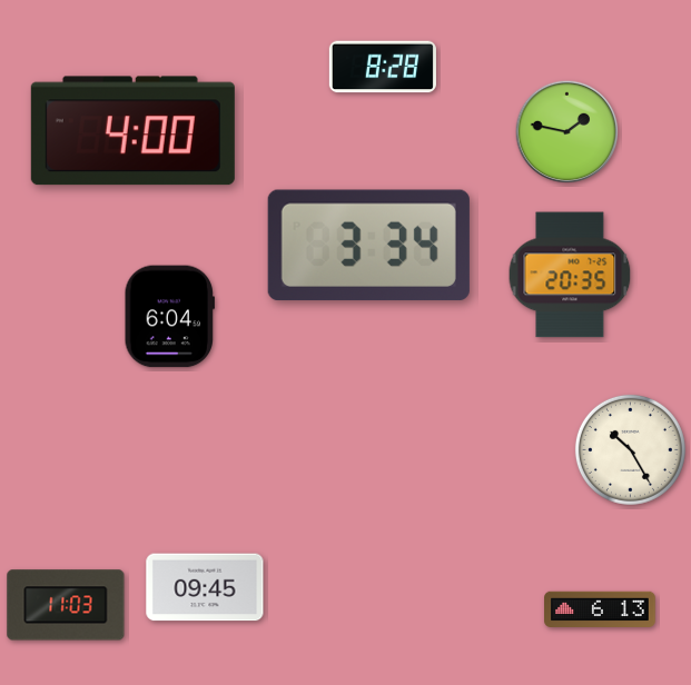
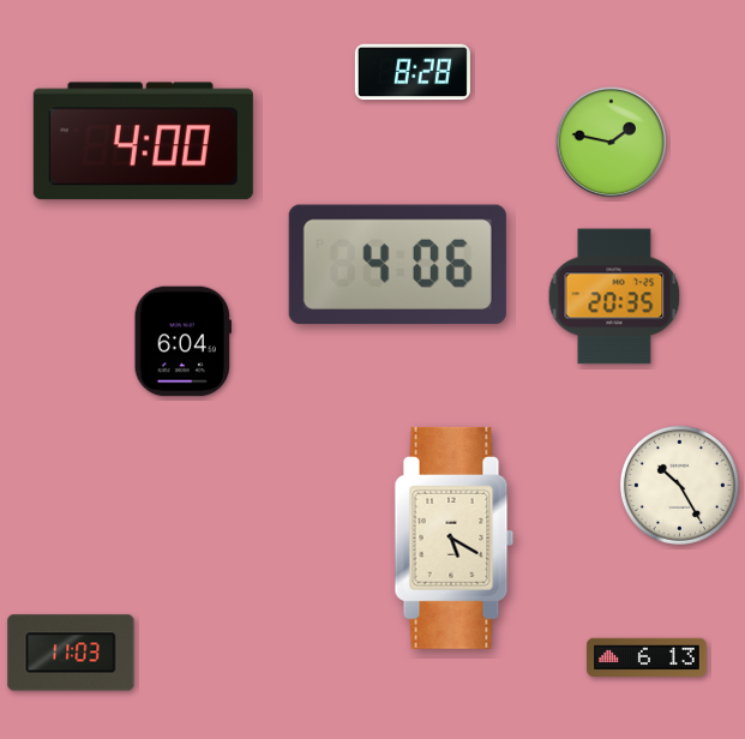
clock at (368, 246): 3:34 -> 4:06
clock at (455, 537): none -> 5:20
clock at (205, 587): 09:45 -> none
